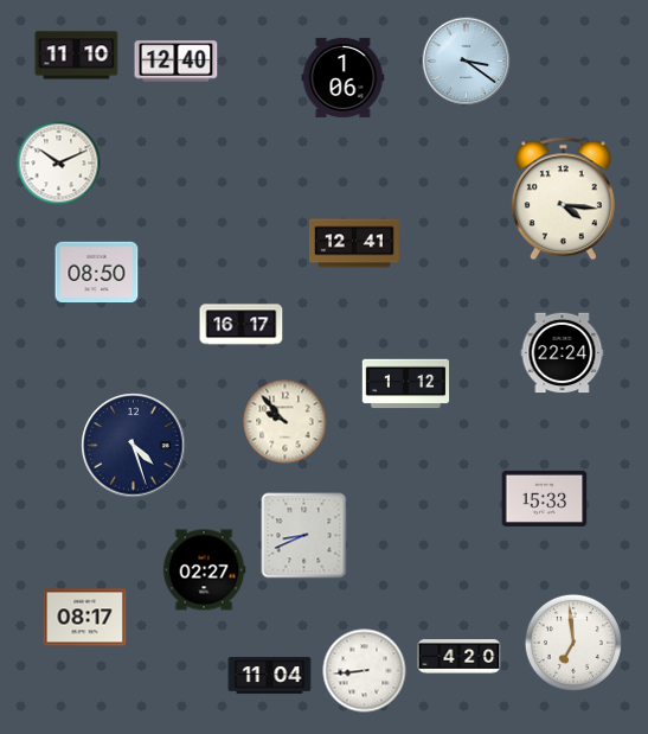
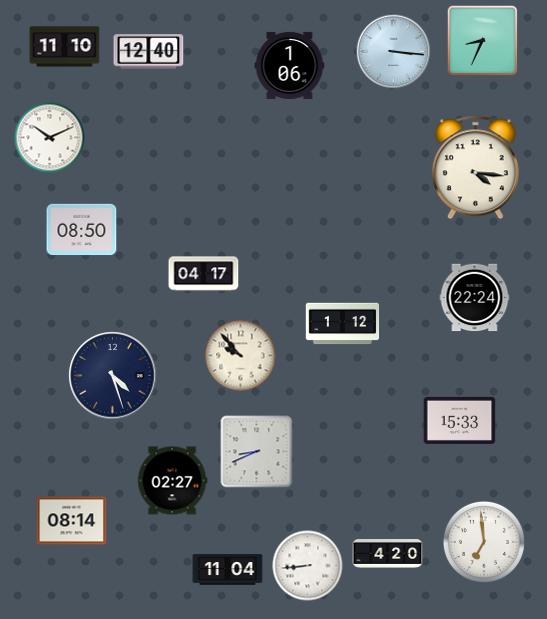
clock at (483, 41): none -> 8:34
clock at (467, 62): 3:21 -> 3:16
clock at (355, 243): 12:41 -> none
clock at (242, 325): 16:17 -> 04:17
clock at (85, 618): 08:17 -> 08:14
